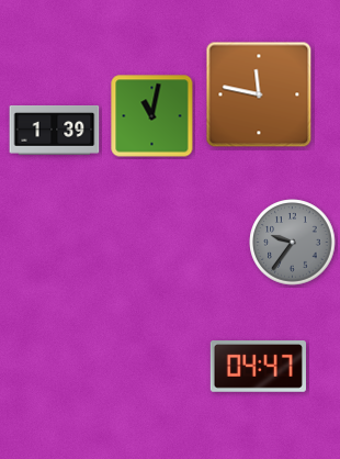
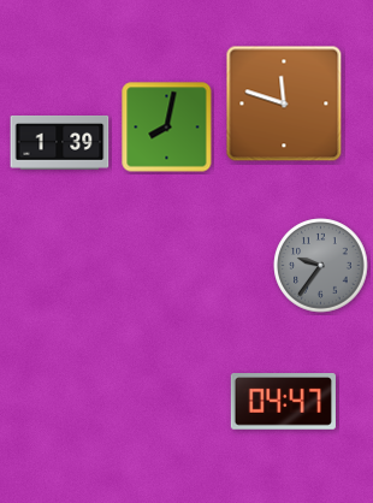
clock at (259, 94): 11:47 -> 11:48
clock at (152, 116): 11:02 -> 8:02
